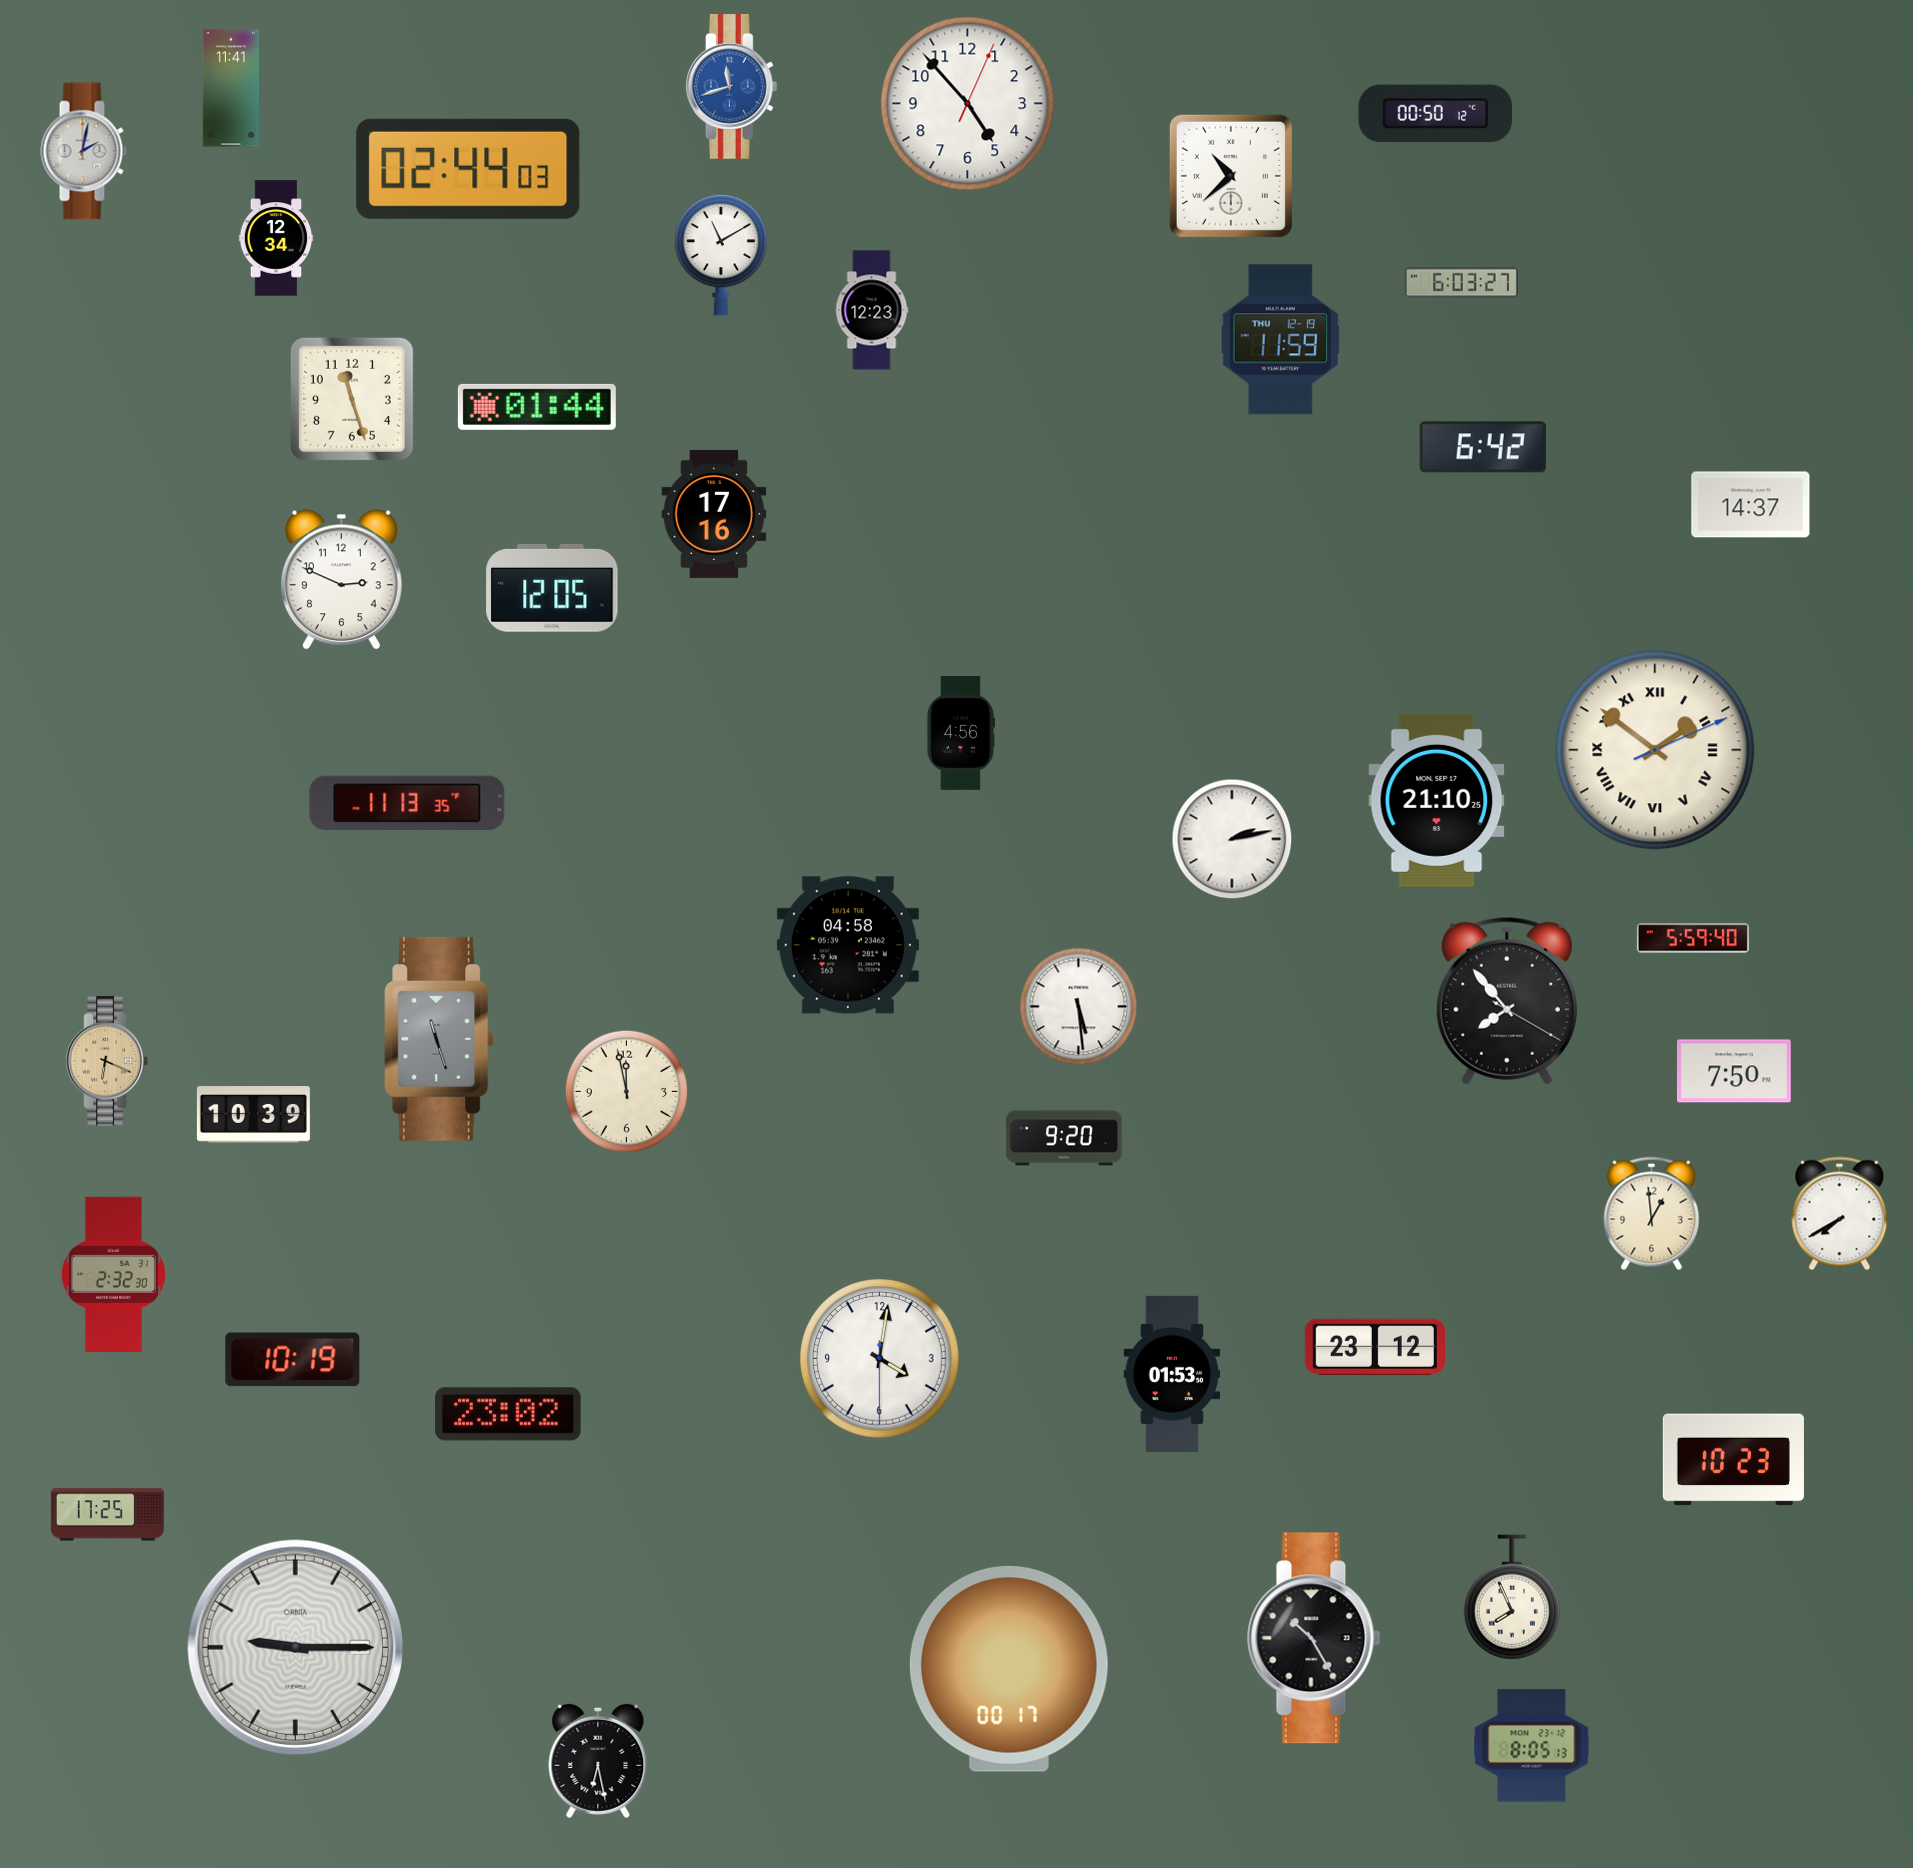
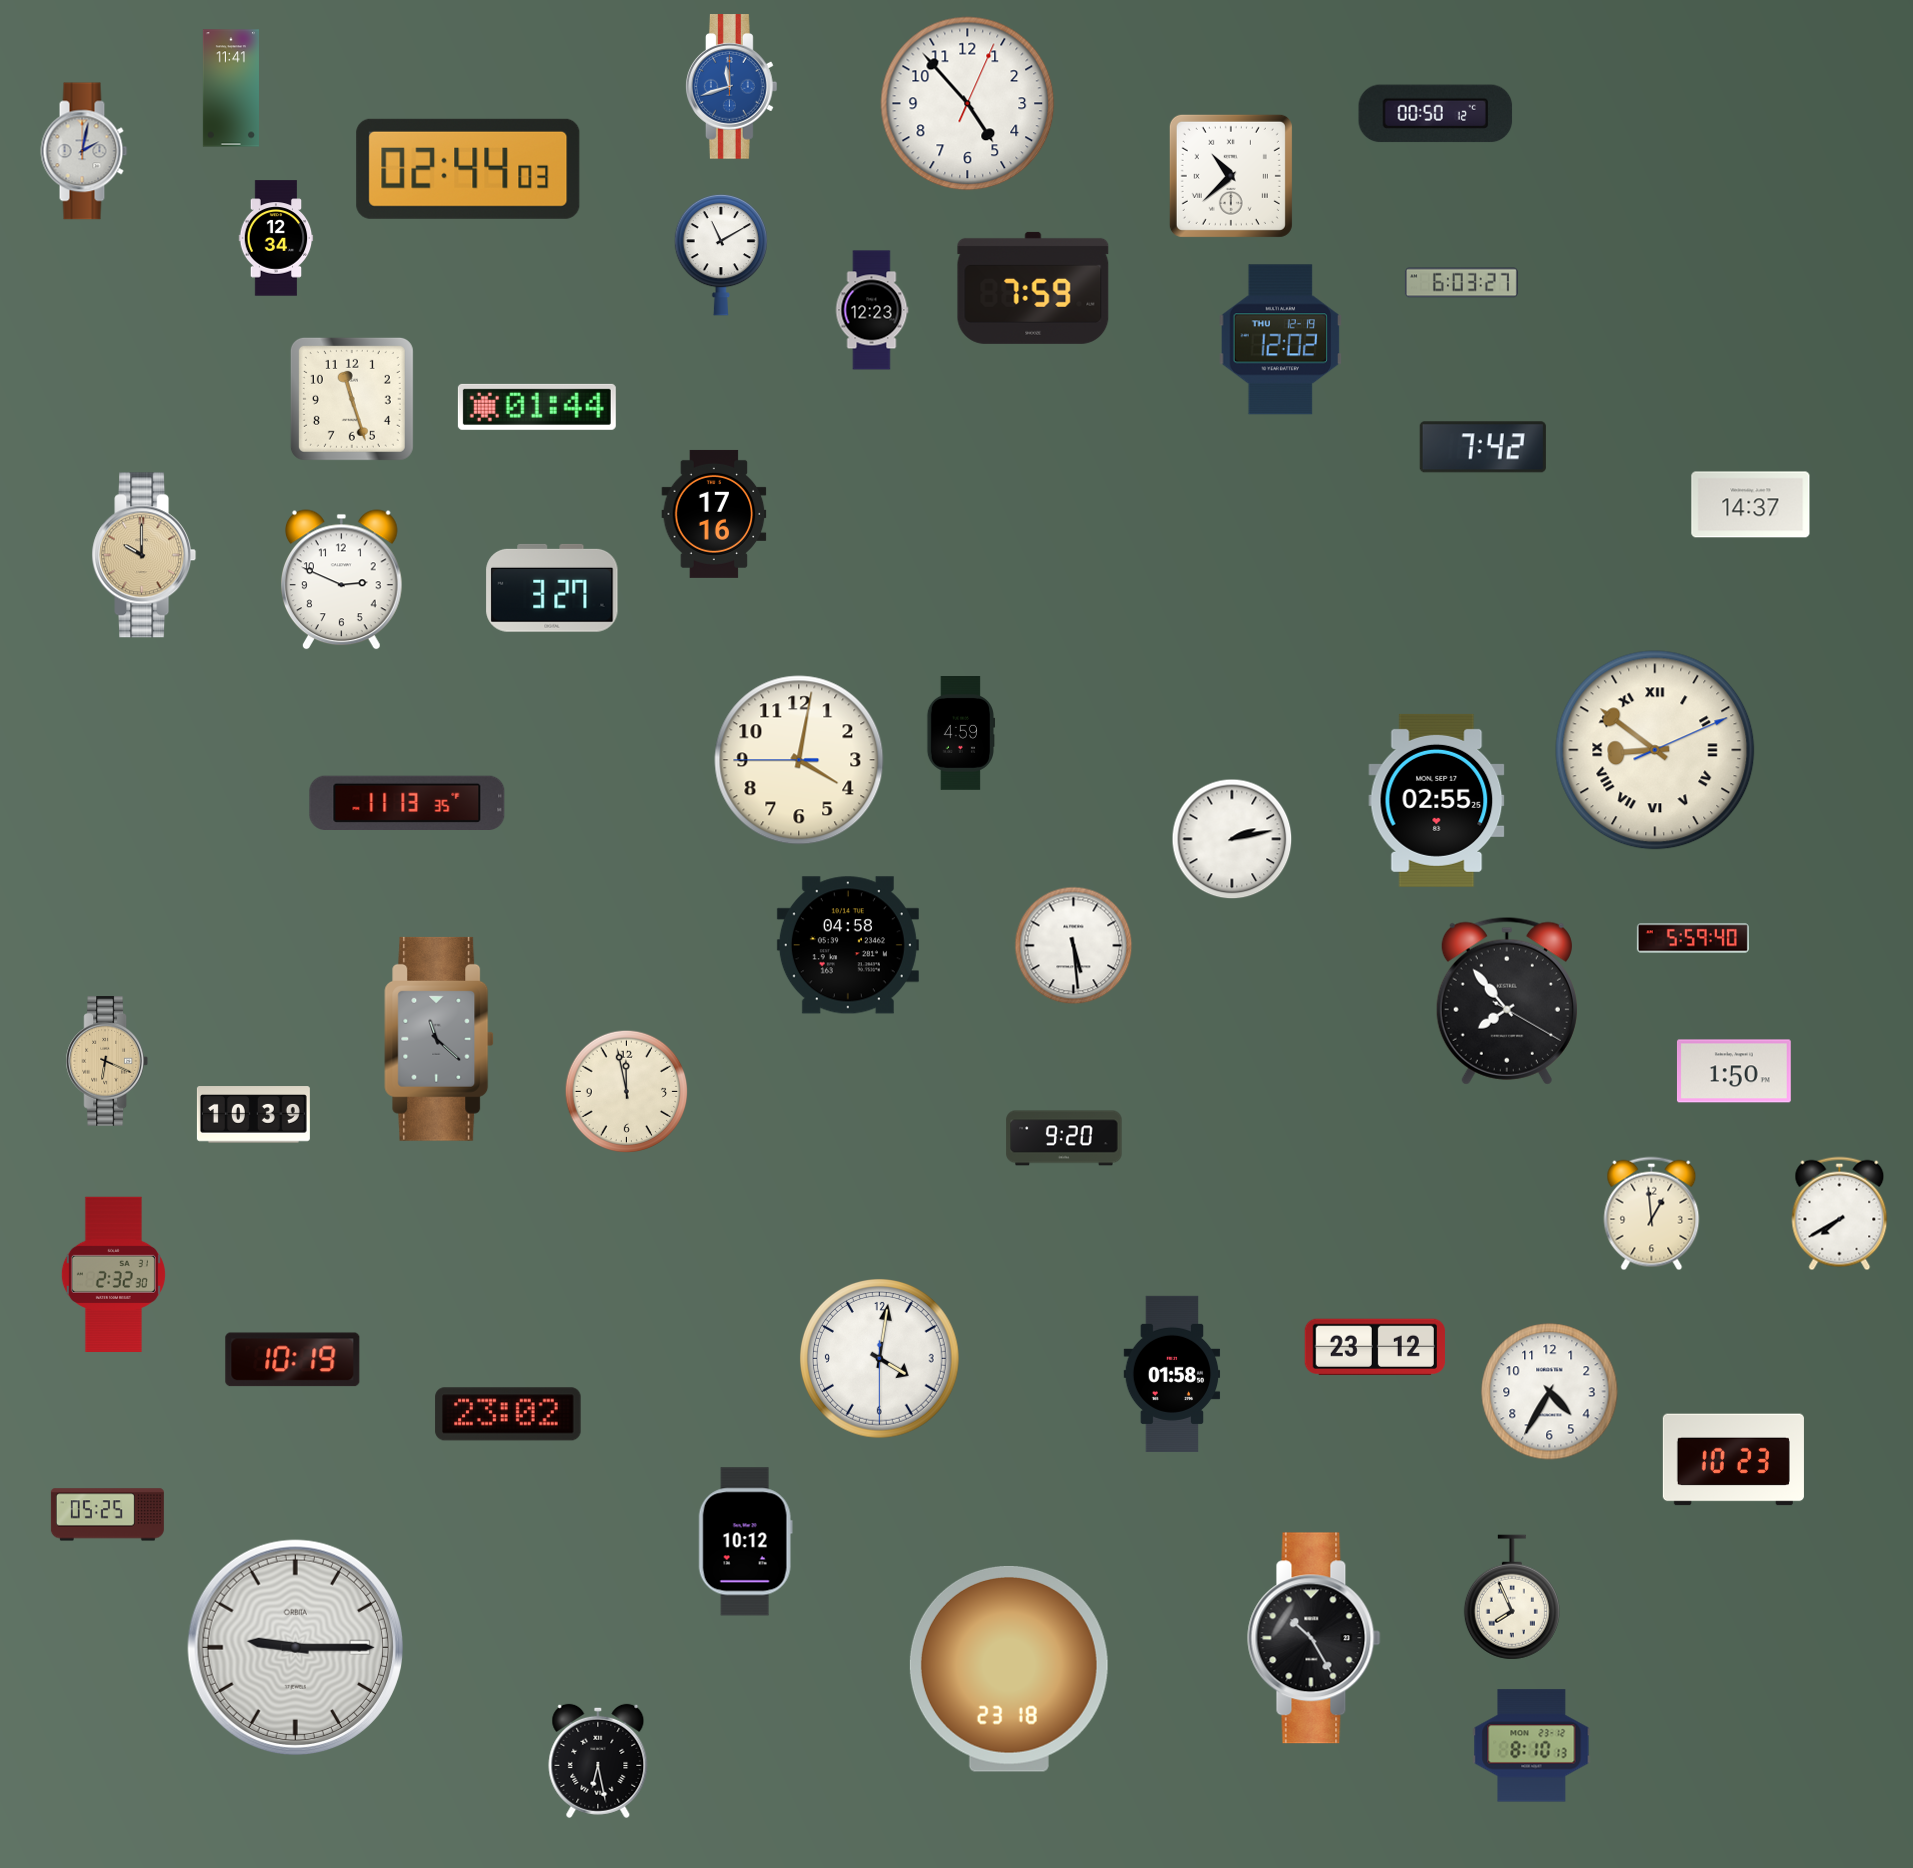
clock at (1033, 288): none -> 7:59
clock at (1280, 340): 11:59 -> 12:02
clock at (1483, 447): 6:42 -> 7:42
clock at (144, 555): none -> 10:00
clock at (552, 588): 12:05 -> 3:27
clock at (961, 734): 4:56 -> 4:59
clock at (1655, 750): 1:51 -> 8:51
clock at (799, 760): none -> 4:01
clock at (1437, 800): 21:10 -> 02:55
clock at (1079, 1007) position: (1079, 1007) -> (1074, 946)
clock at (439, 1039): 11:27 -> 11:22
clock at (1734, 1071): 7:50 -> 1:50
clock at (1172, 1374): 01:53 -> 01:58
clock at (1550, 1392): none -> 4:35
clock at (107, 1515): 17:25 -> 05:25
clock at (745, 1542): none -> 10:12
clock at (1009, 1669): 00:17 -> 23:18
clock at (1532, 1746): 8:05 -> 8:10
